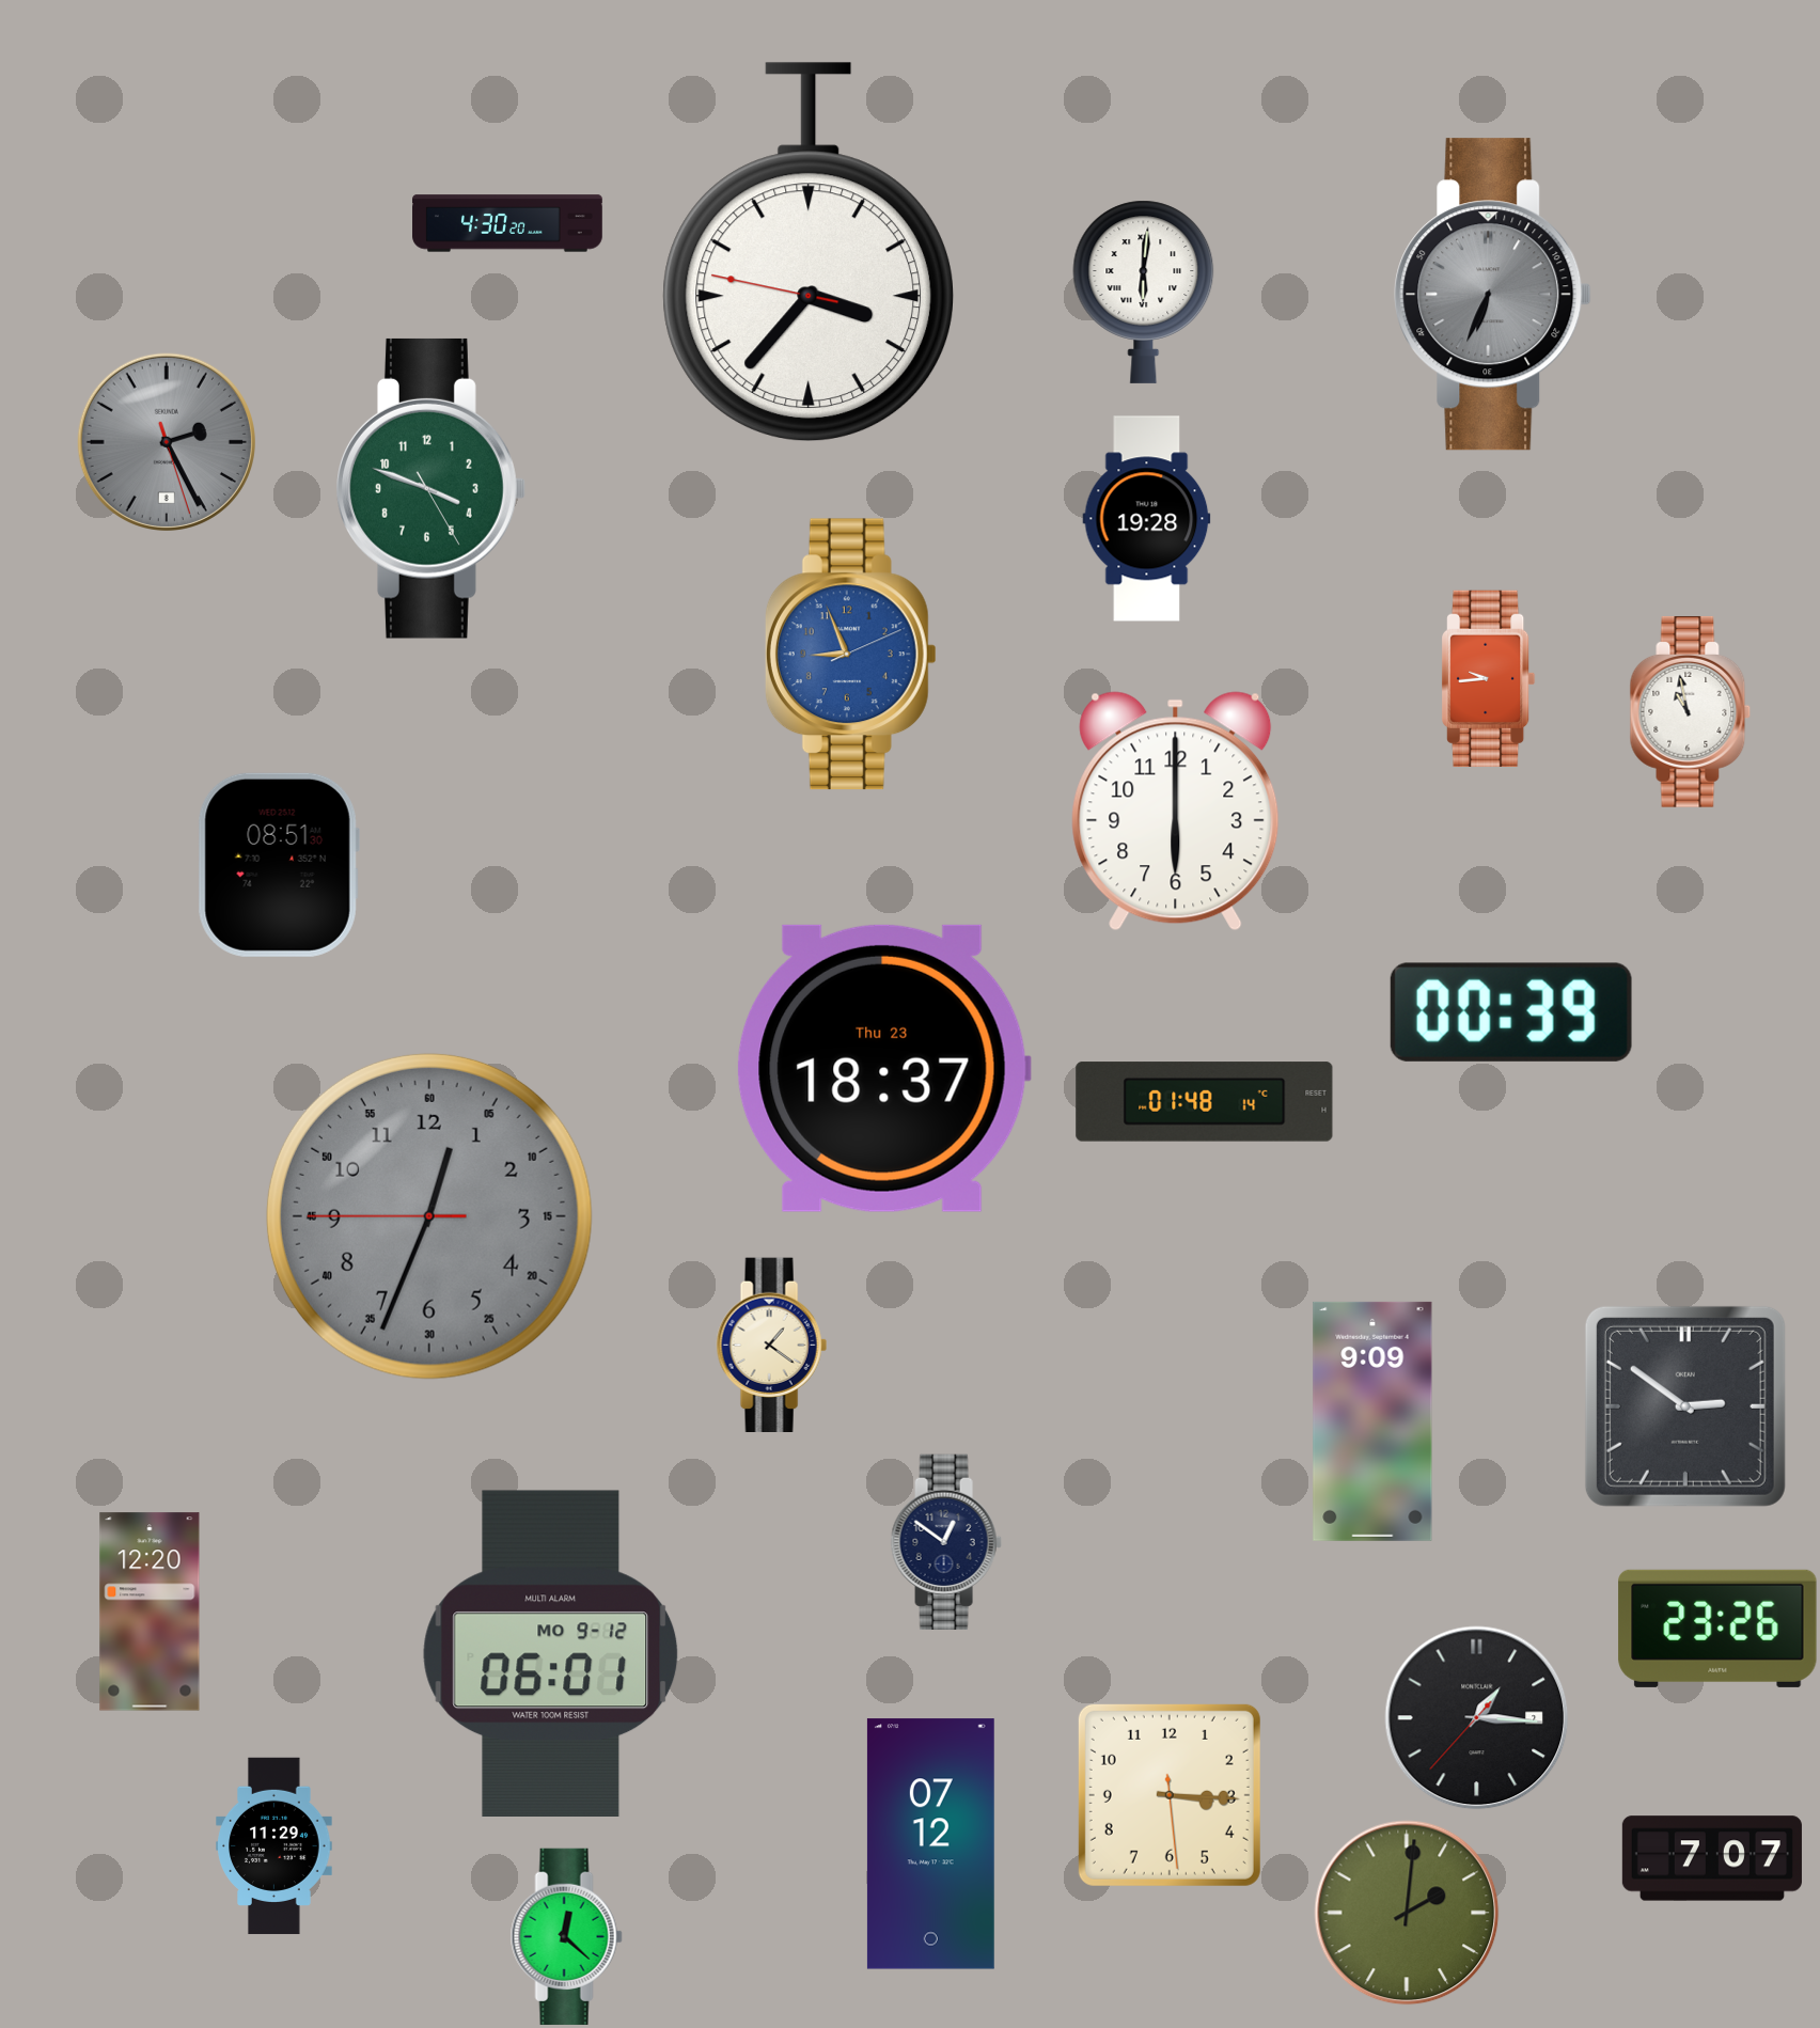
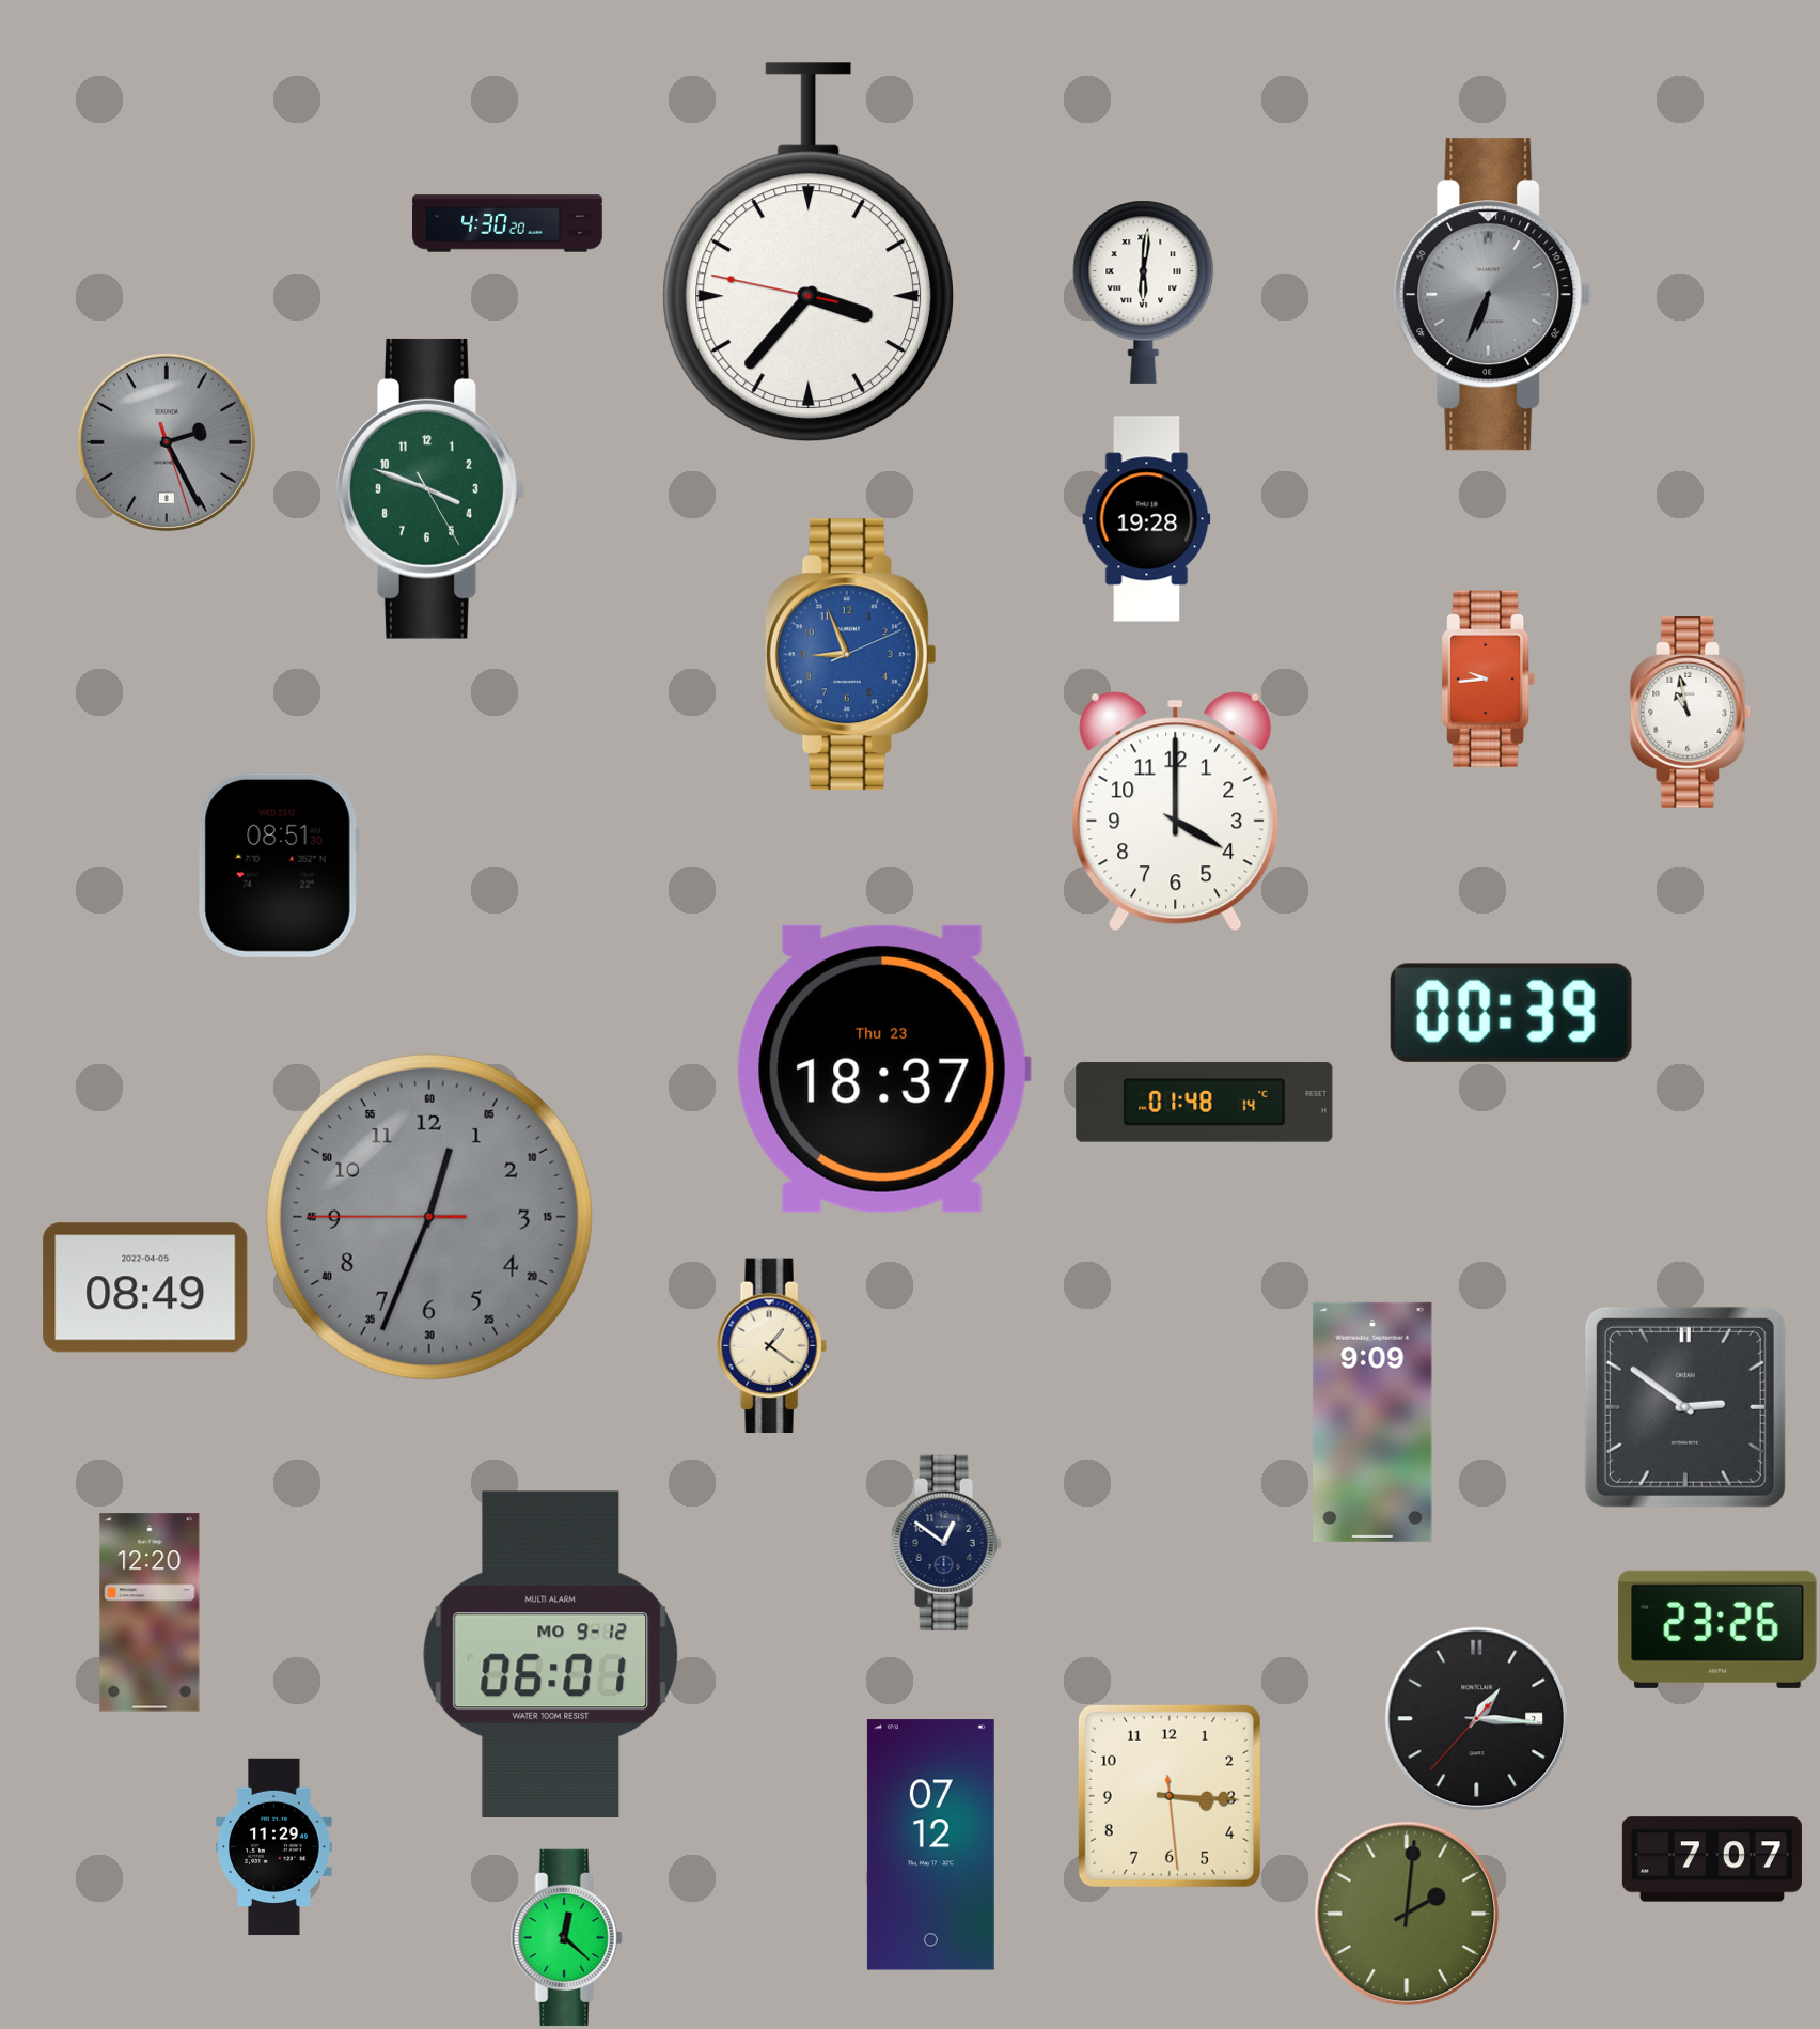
clock at (1176, 812): 6:00 -> 4:00
clock at (145, 1287): none -> 08:49
